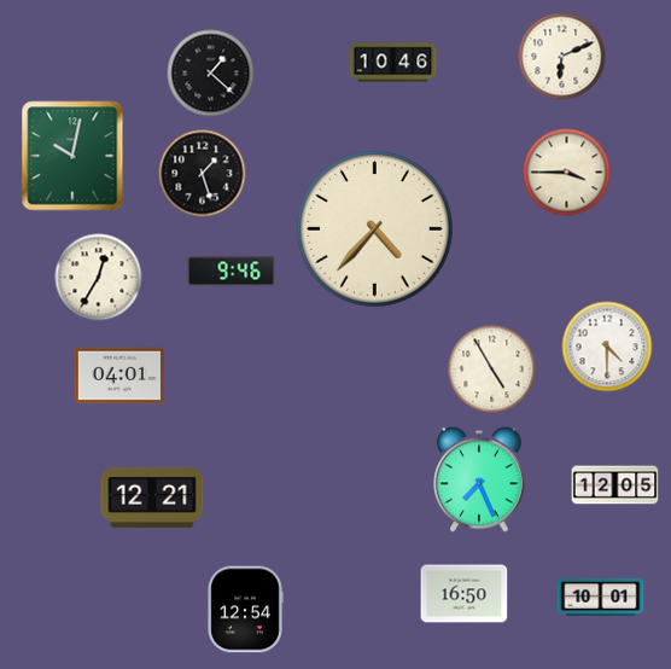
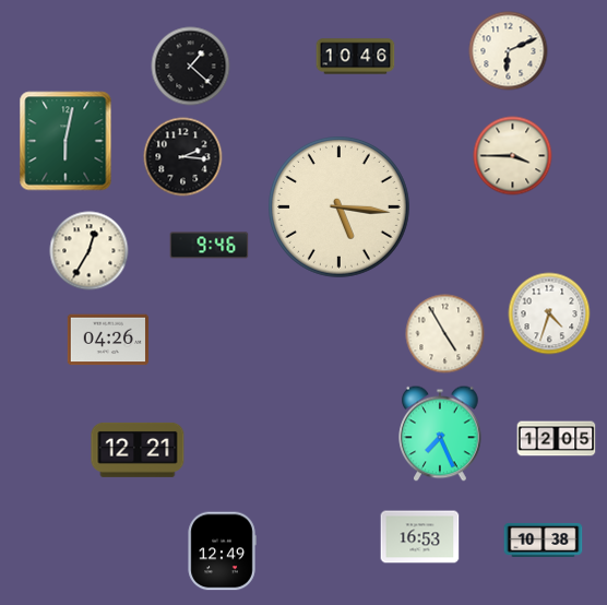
clock at (72, 156): 10:02 -> 6:02
clock at (203, 174): 1:27 -> 2:16
clock at (375, 229): 4:37 -> 5:16
clock at (607, 347): 4:30 -> 4:33
clock at (118, 376): 04:01 -> 04:26
clock at (479, 479) position: (479, 479) -> (440, 434)
clock at (465, 594): 16:50 -> 16:53
clock at (601, 597): 10:01 -> 10:38
clock at (245, 610): 12:54 -> 12:49
